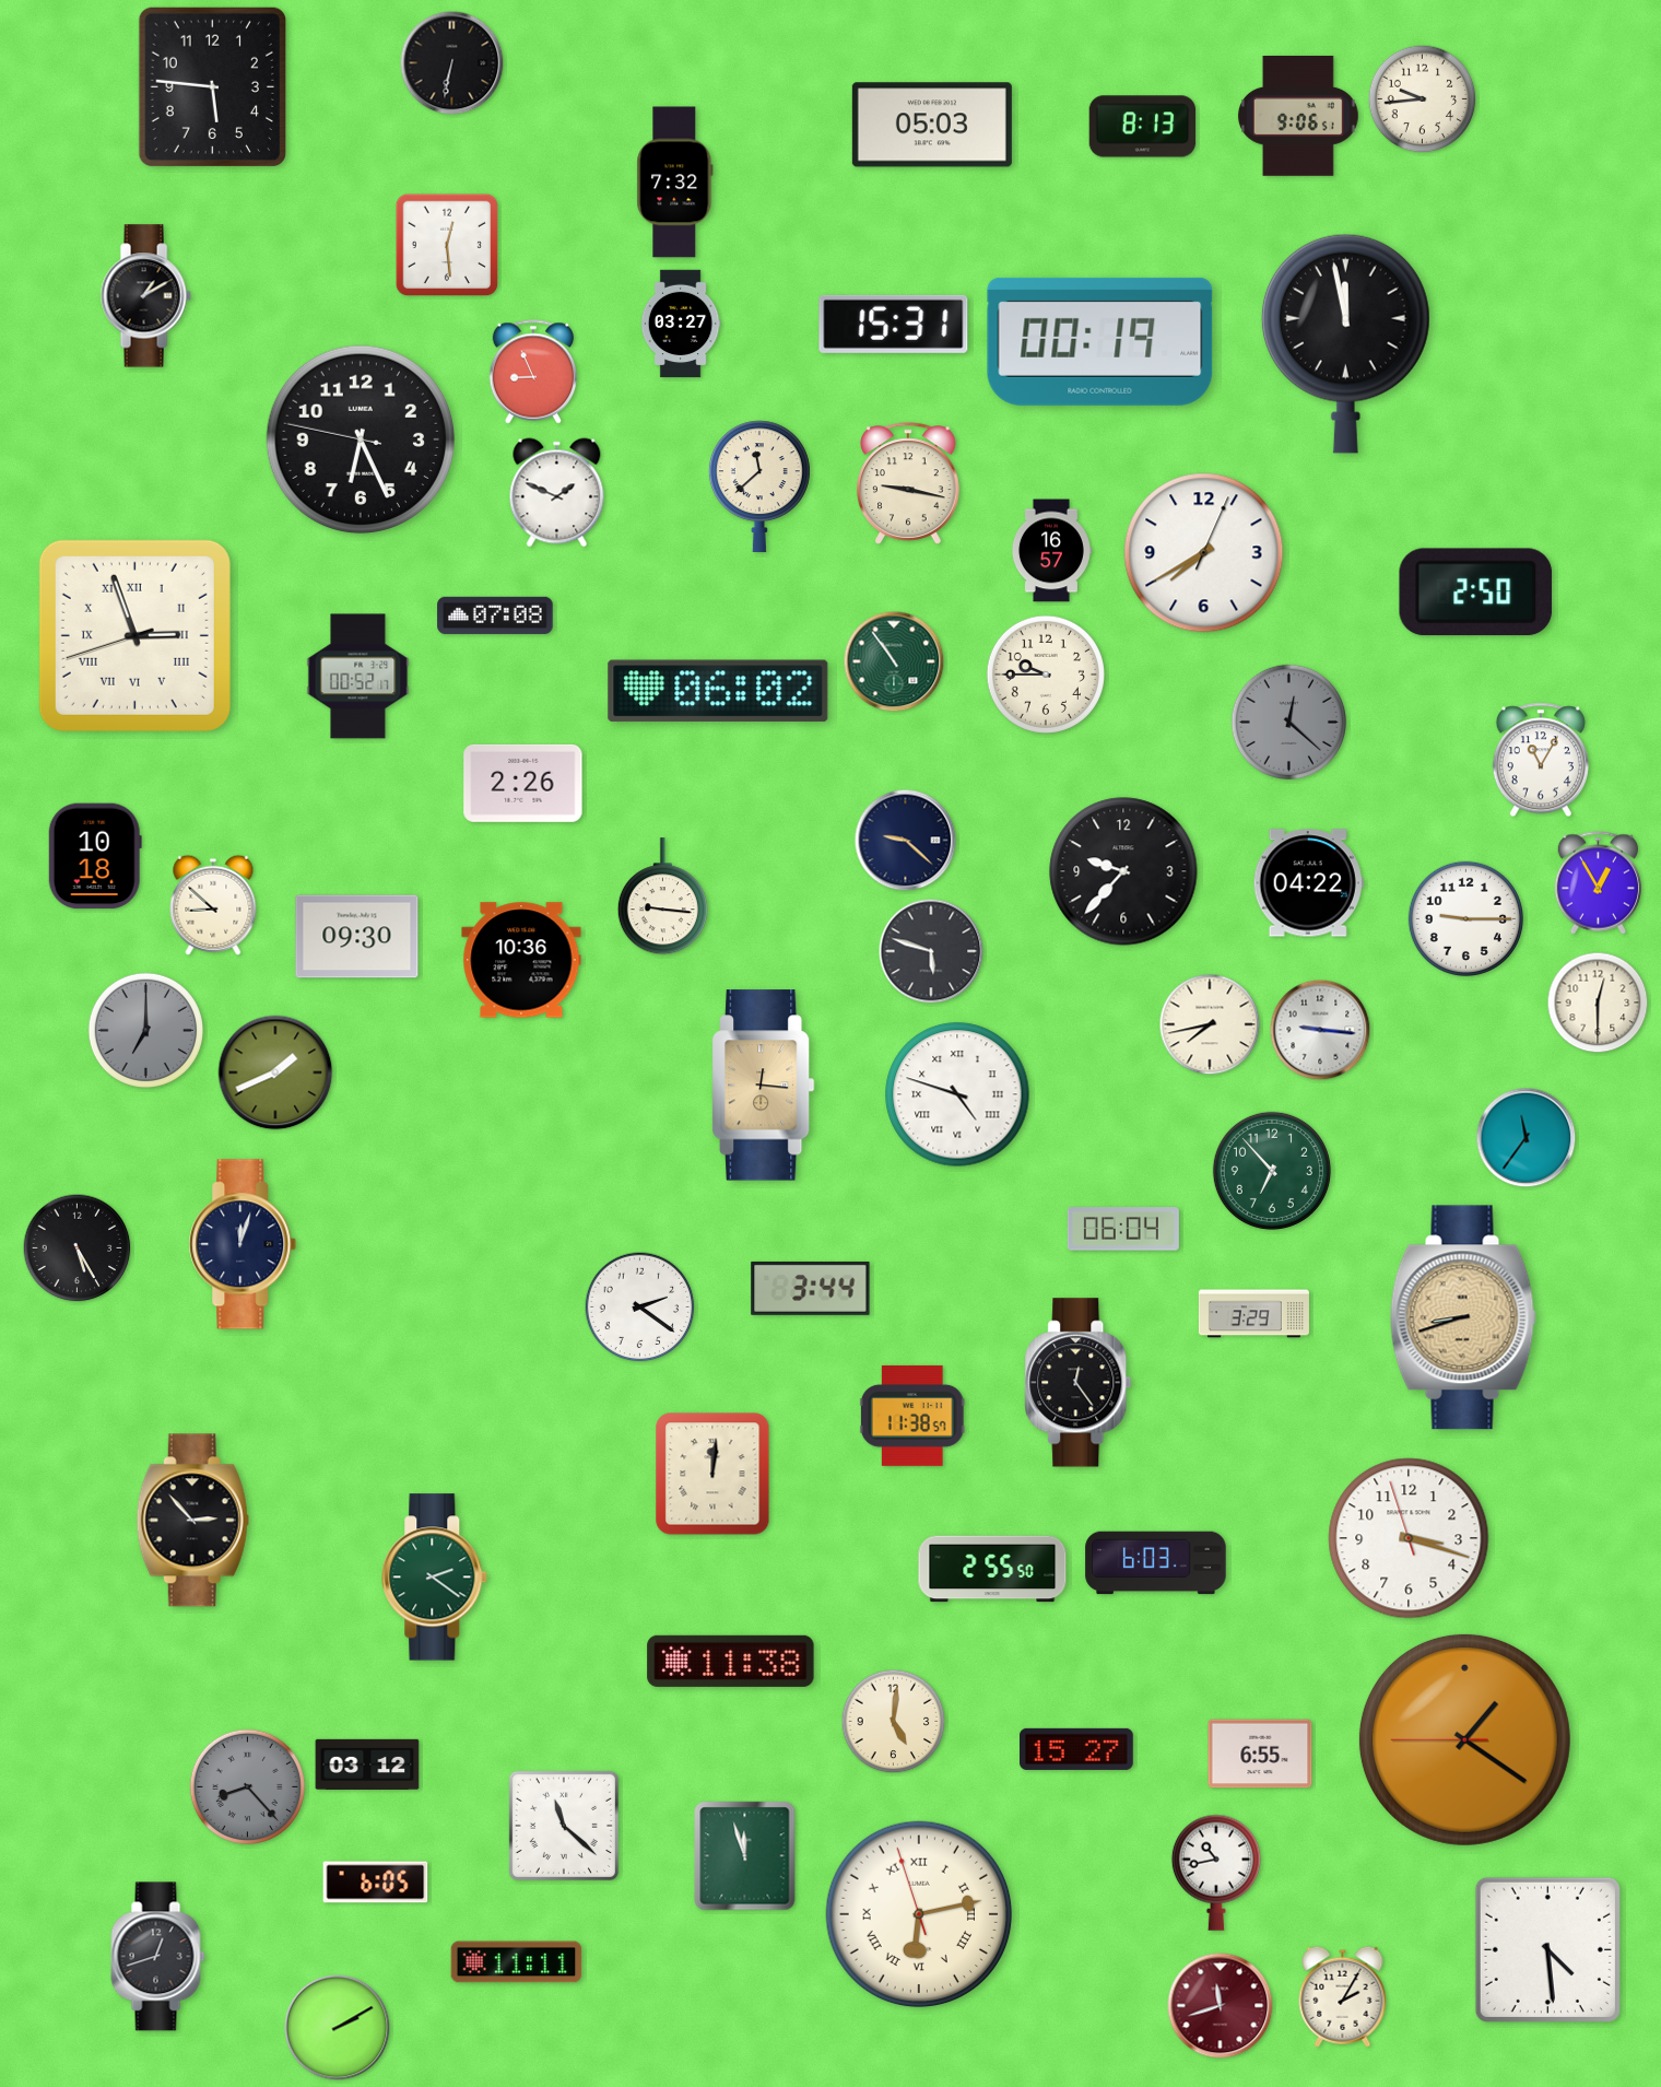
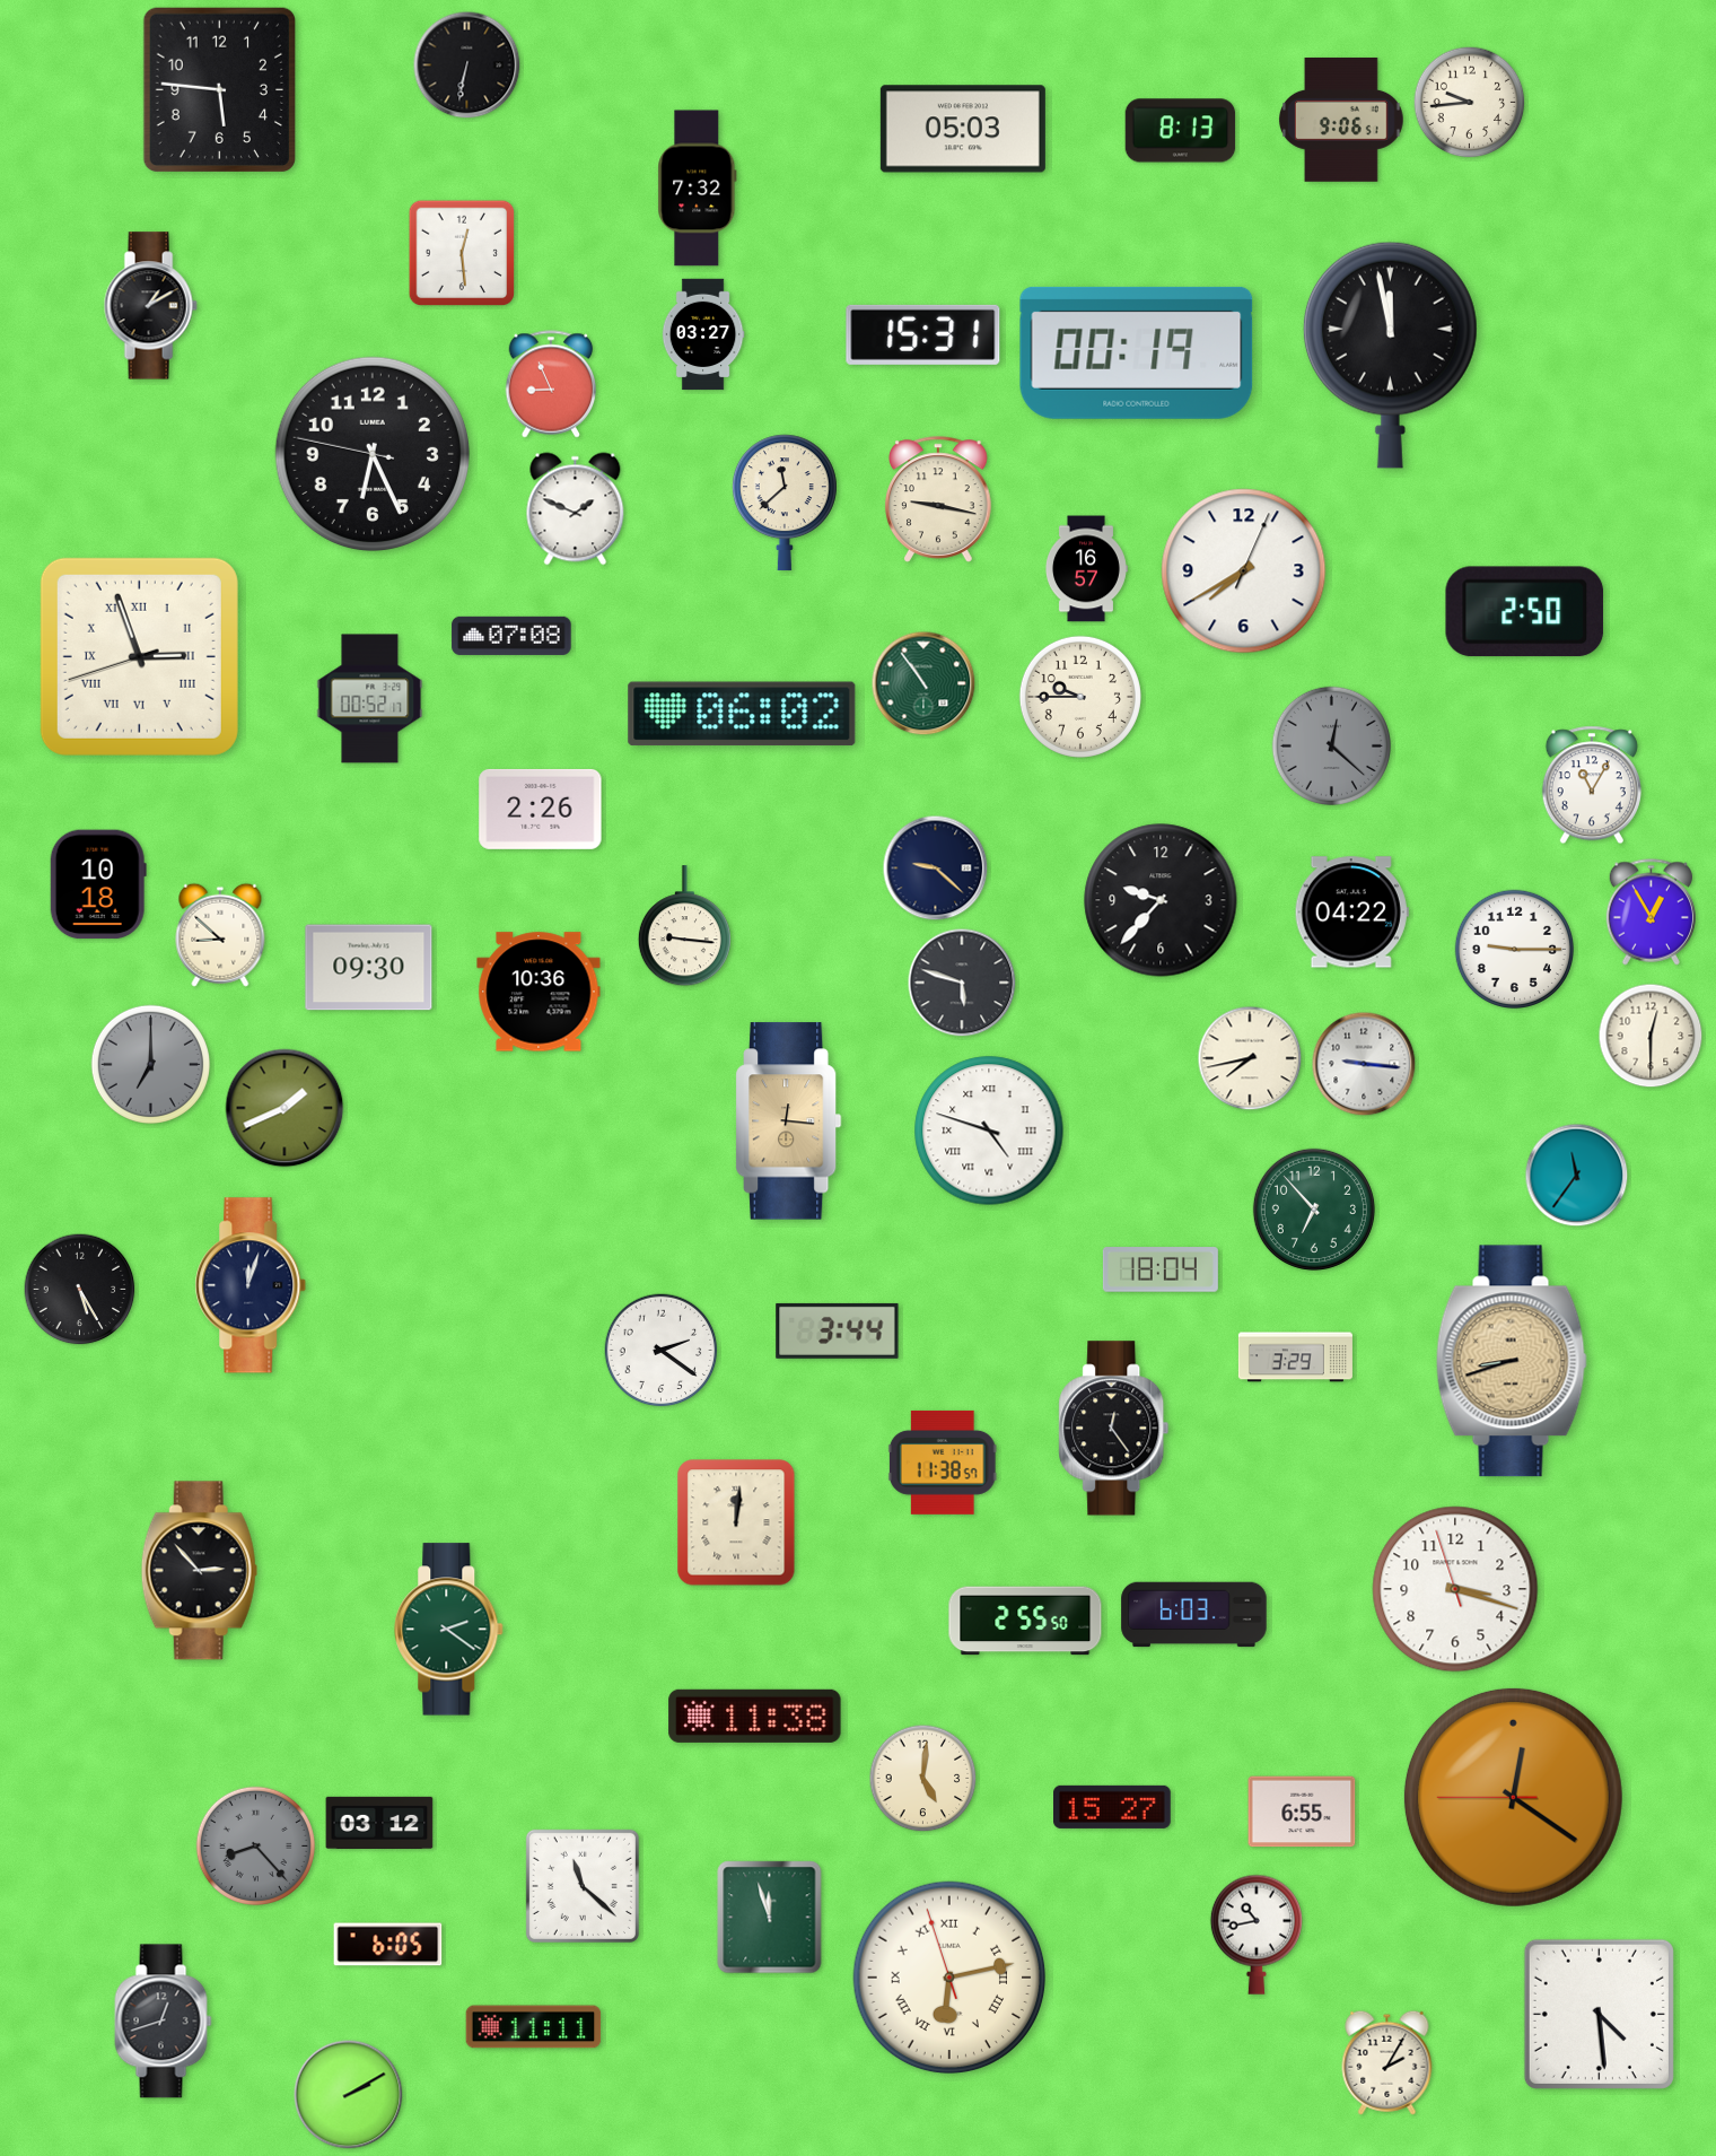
clock at (1123, 1229): 06:04 -> 18:04
clock at (1464, 1739): 1:20 -> 12:20
clock at (1221, 2006): 11:42 -> none
